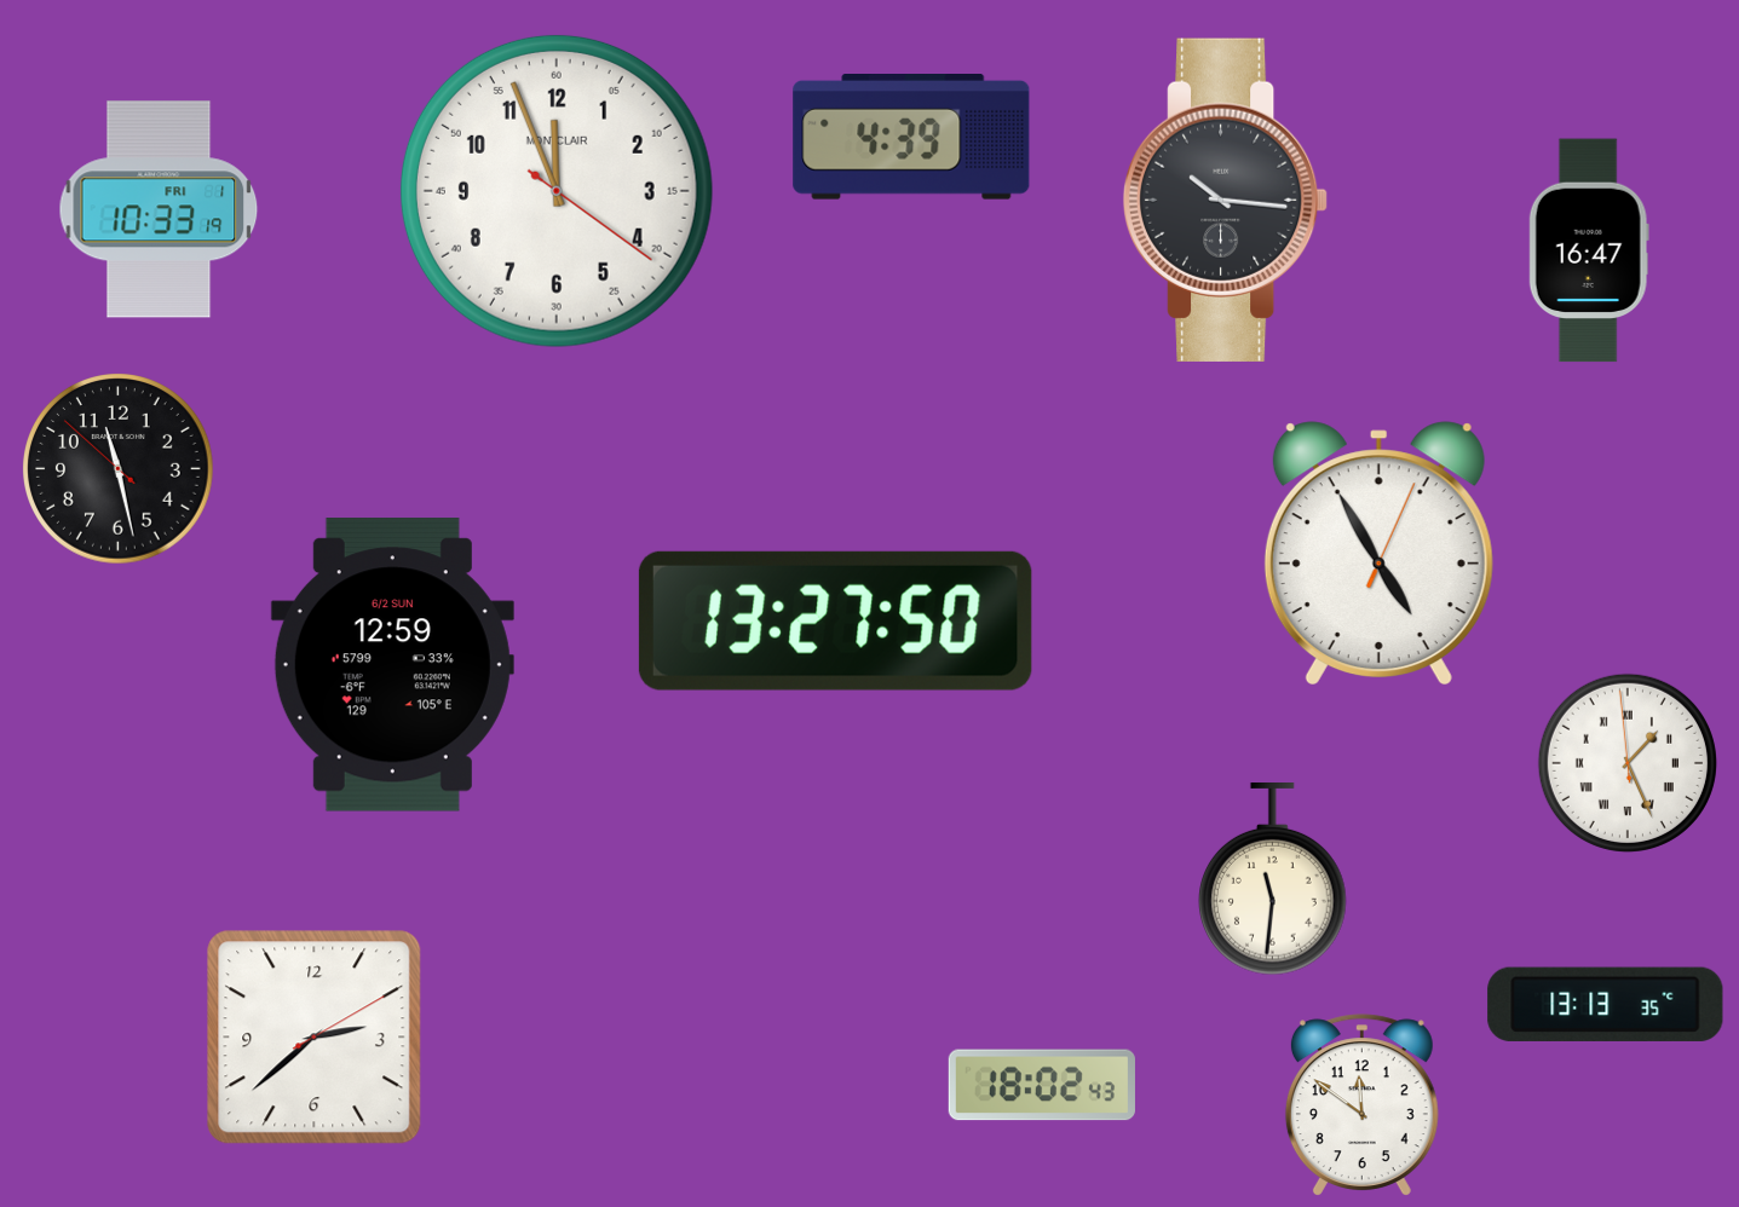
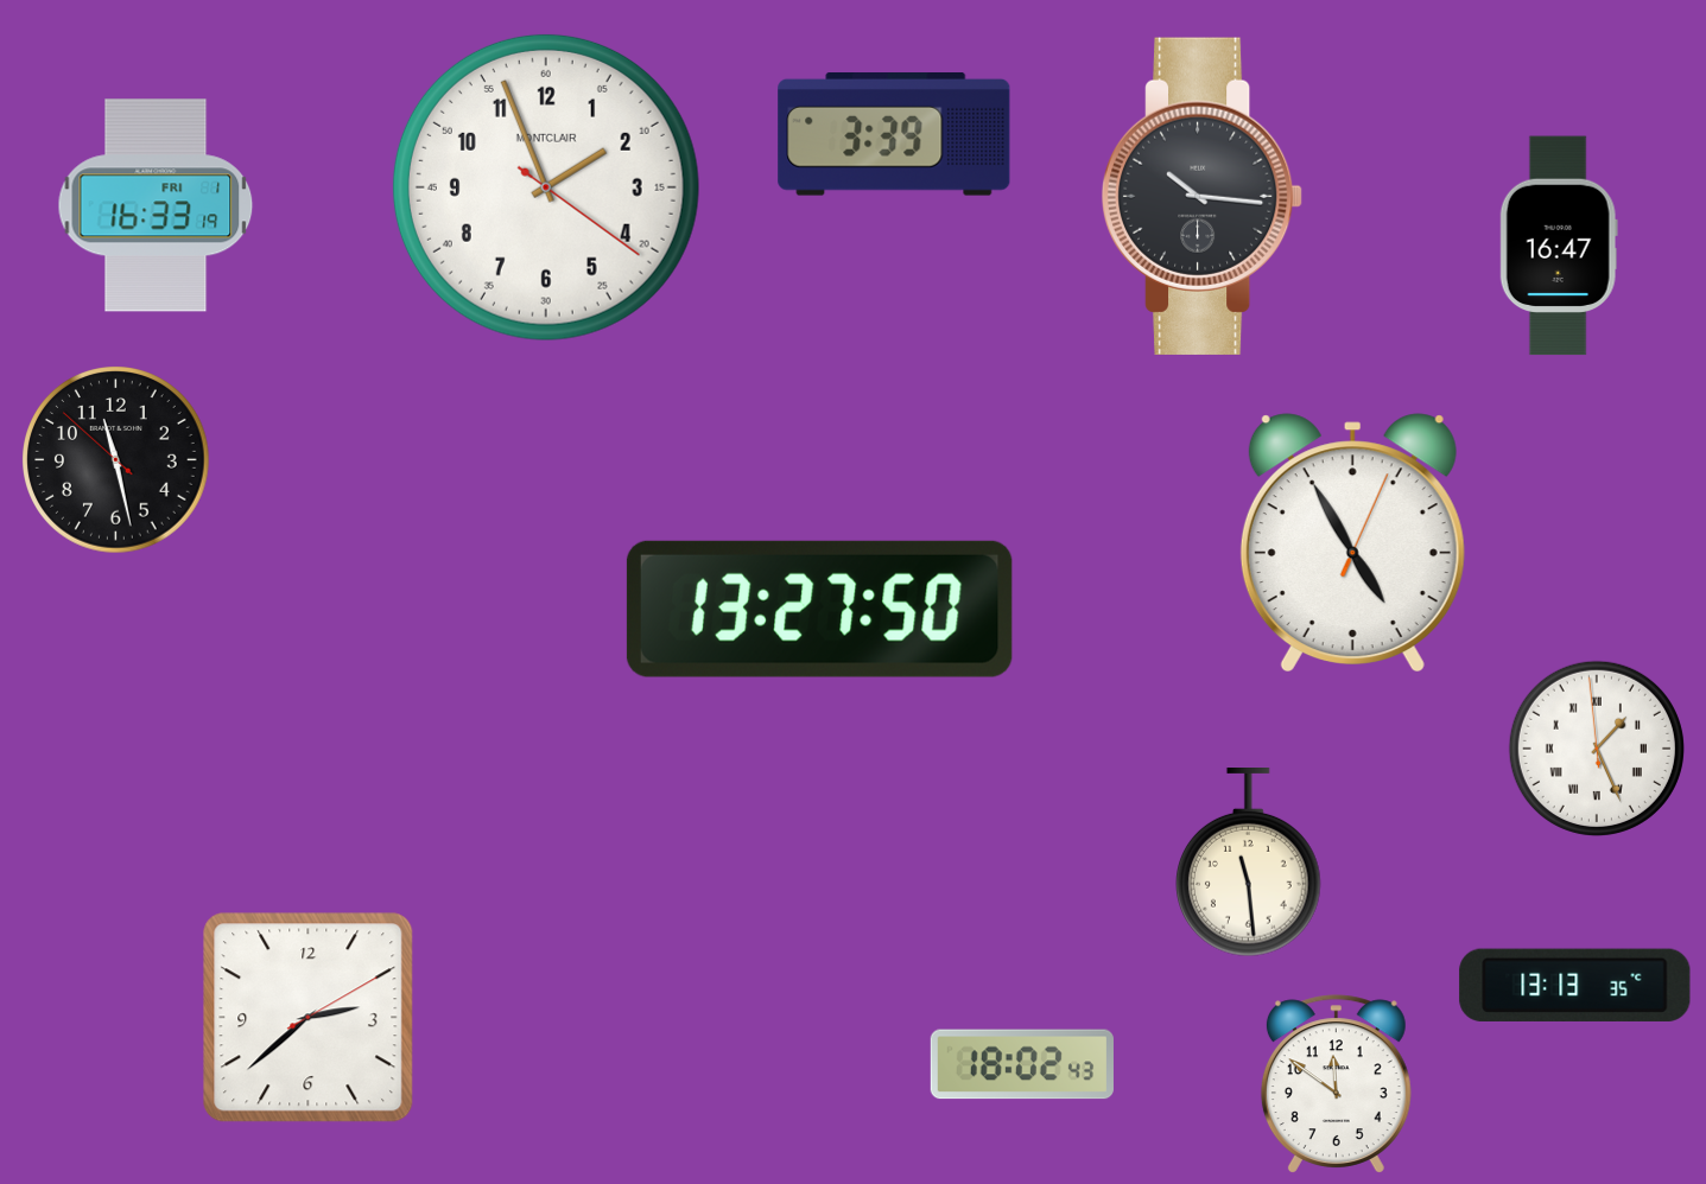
clock at (911, 138): 4:39 -> 3:39
clock at (557, 191): 11:56 -> 1:56
clock at (159, 209): 10:33 -> 16:33
clock at (392, 665): 12:59 -> none
clock at (1273, 880): 11:31 -> 11:29
